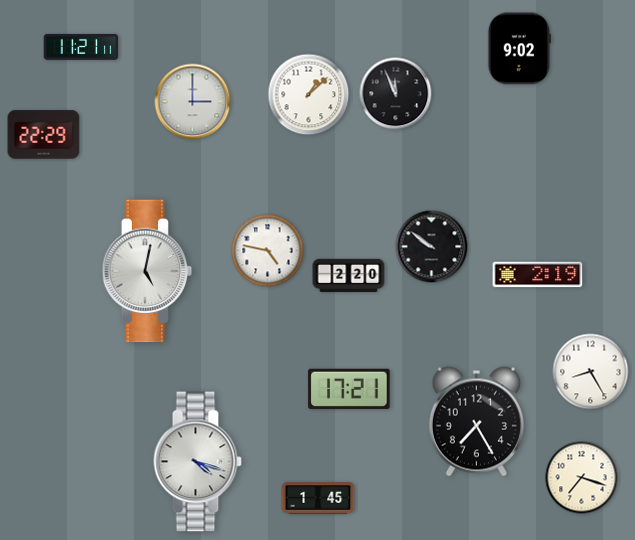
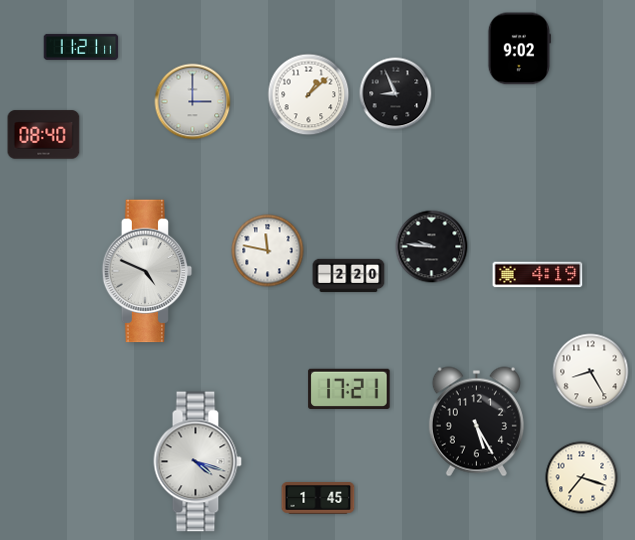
clock at (396, 94): 11:56 -> 8:56
clock at (44, 135): 22:29 -> 08:40
clock at (432, 247): 9:51 -> 9:46
clock at (268, 251): 4:47 -> 11:47
clock at (147, 271): 5:02 -> 4:49
clock at (538, 275): 2:19 -> 4:19
clock at (476, 422): 7:25 -> 5:25
